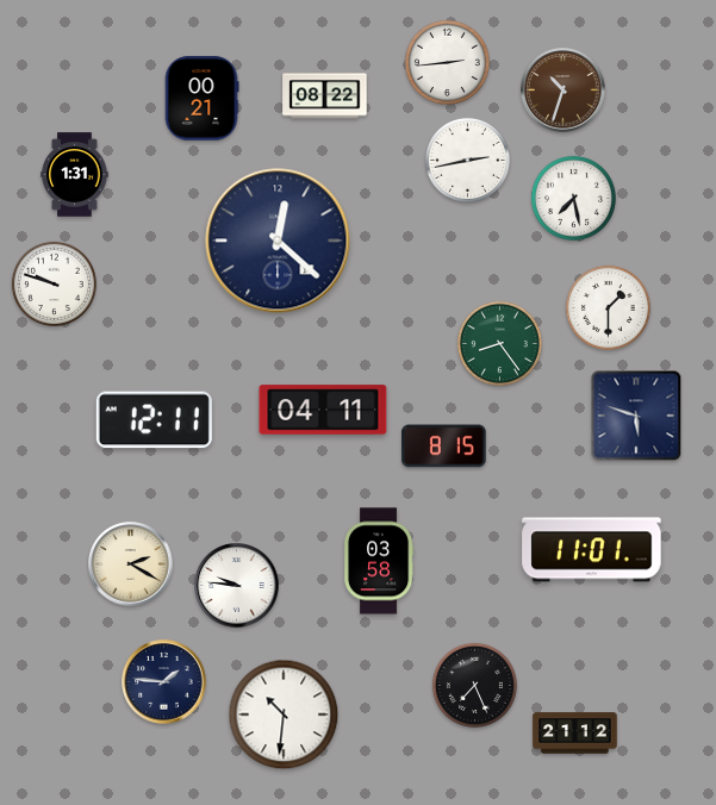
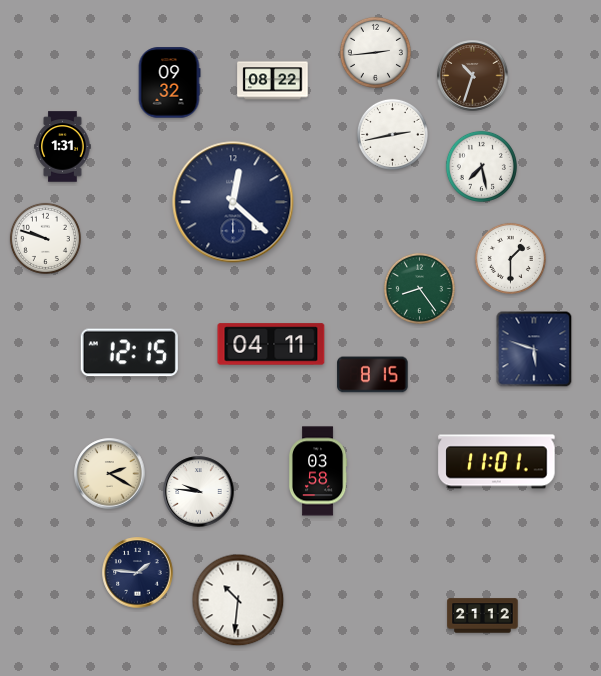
clock at (201, 99): 00:21 -> 09:32
clock at (154, 420): 12:11 -> 12:15
clock at (474, 685): 7:26 -> none
